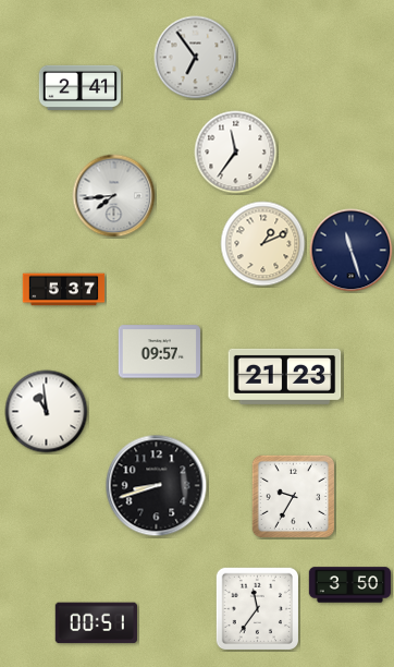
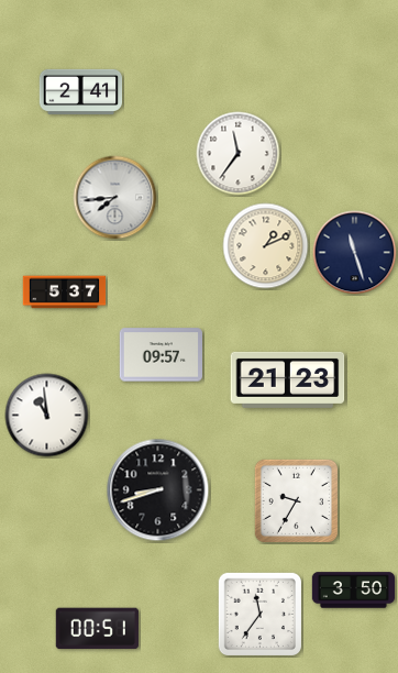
clock at (196, 58): 6:54 -> none
clock at (81, 87) position: (81, 87) -> (81, 91)
